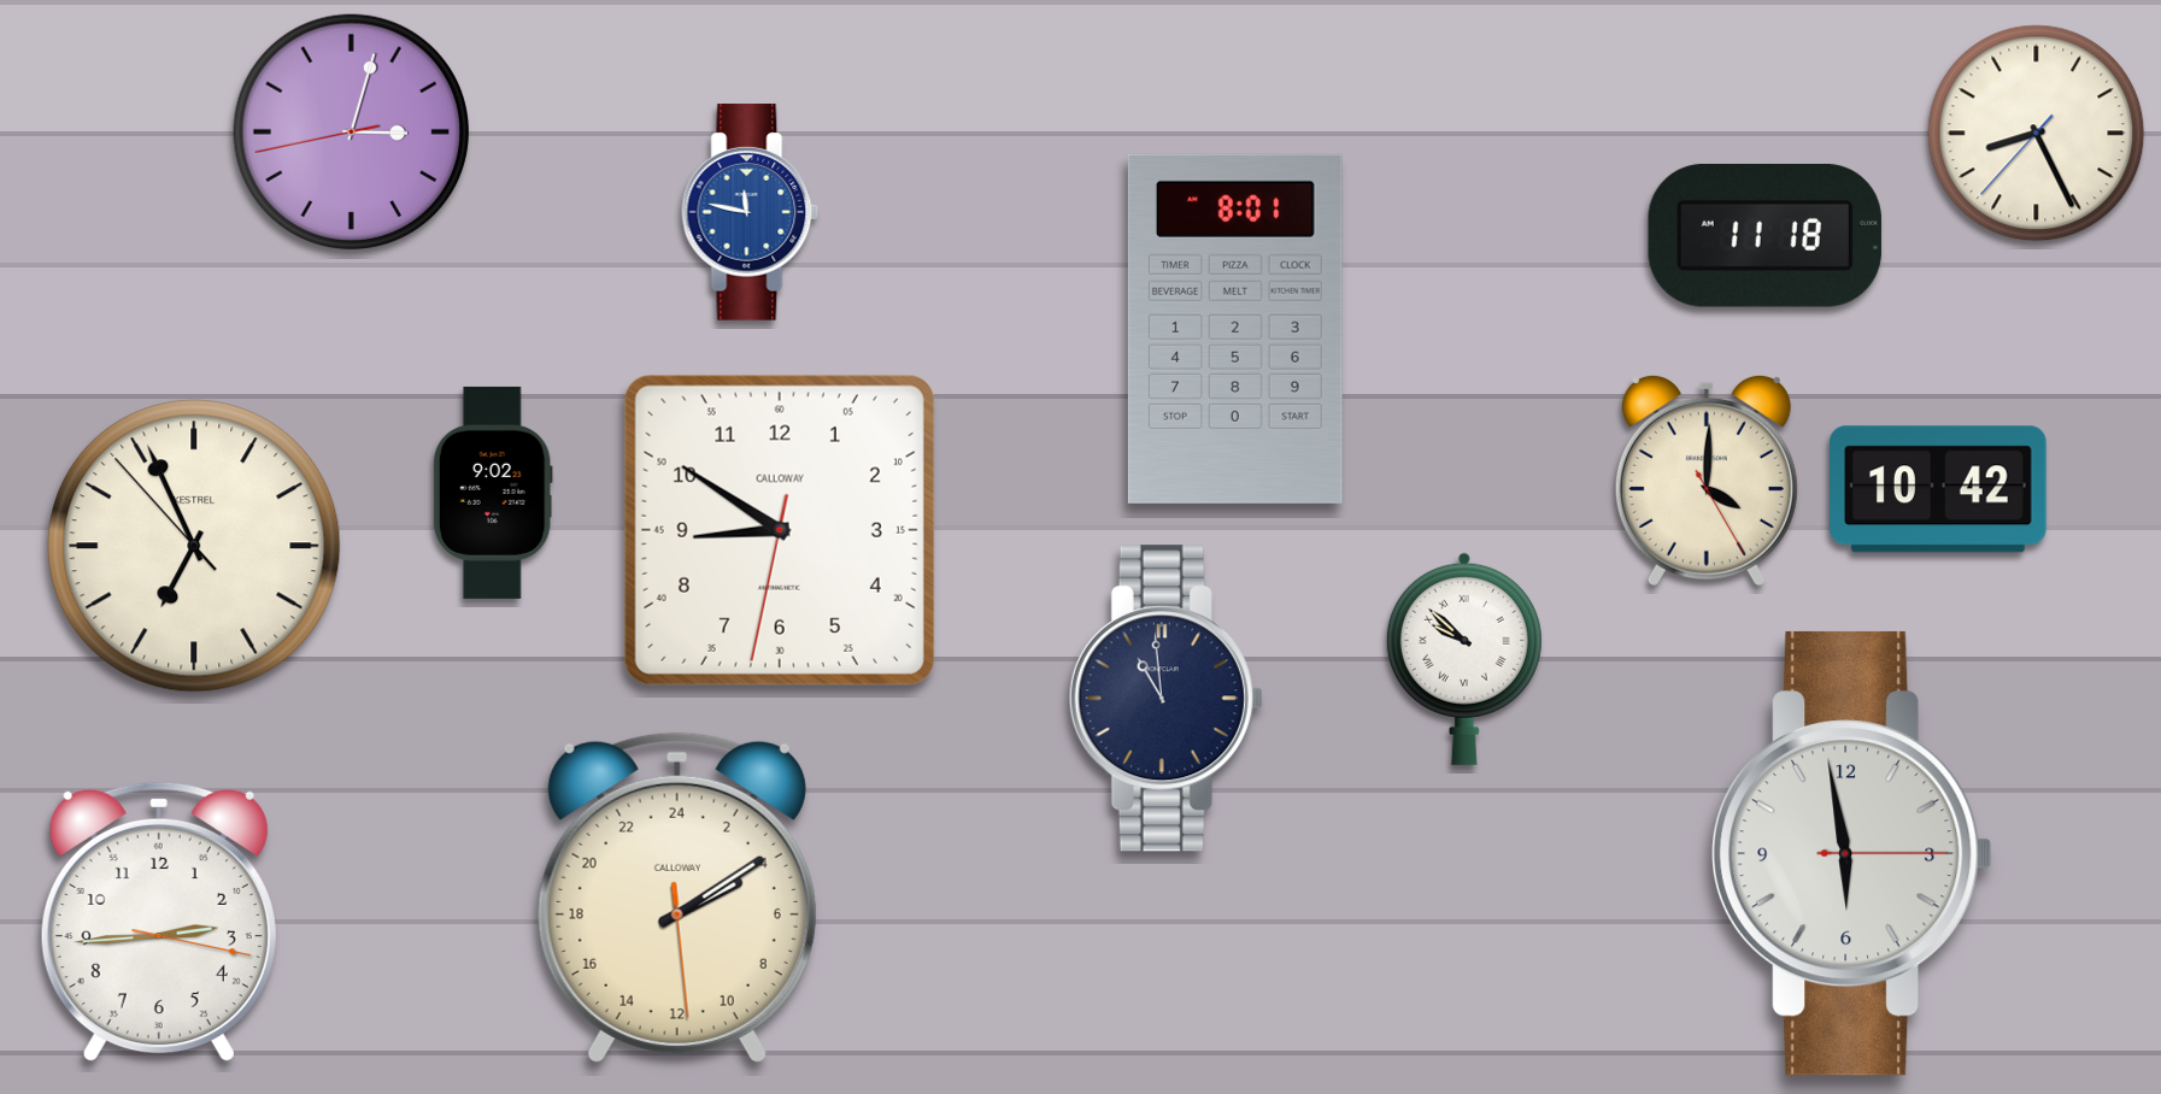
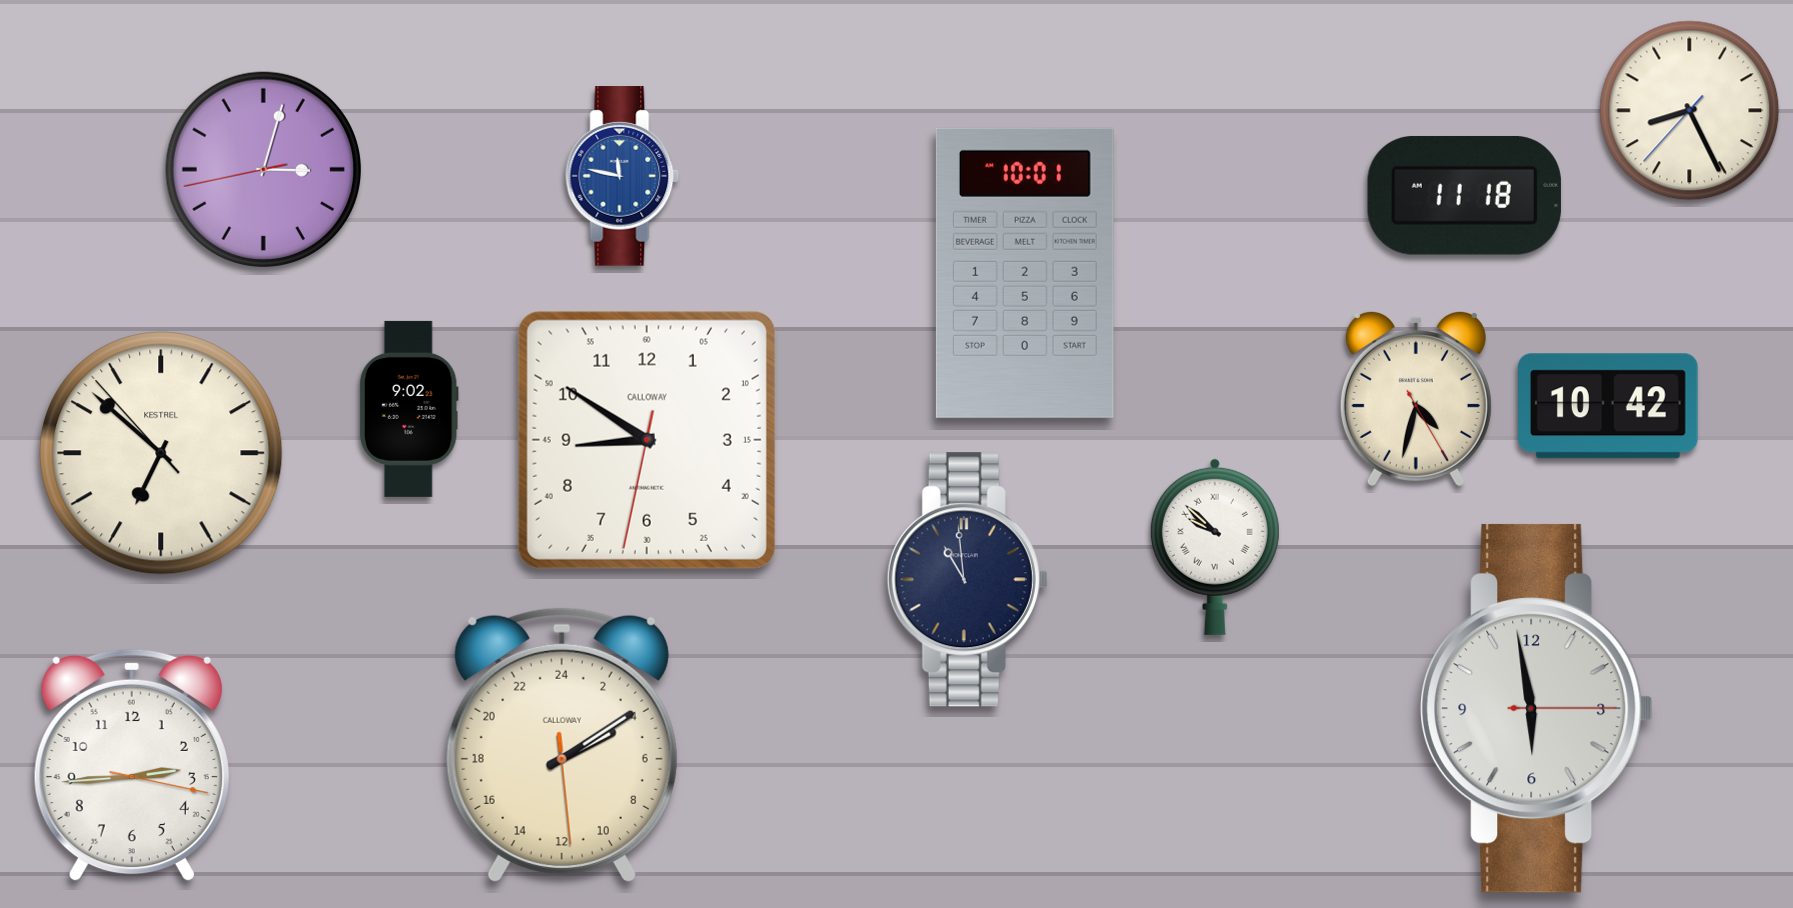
clock at (351, 131) position: (351, 131) -> (263, 169)
clock at (1235, 329): 8:01 -> 10:01
clock at (1707, 480): 4:00 -> 4:32
clock at (194, 546): 6:55 -> 6:51
